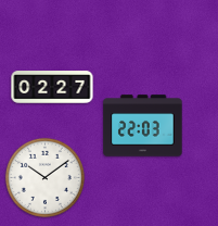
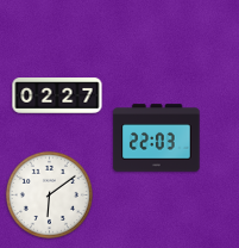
clock at (44, 177): 10:09 -> 6:09
